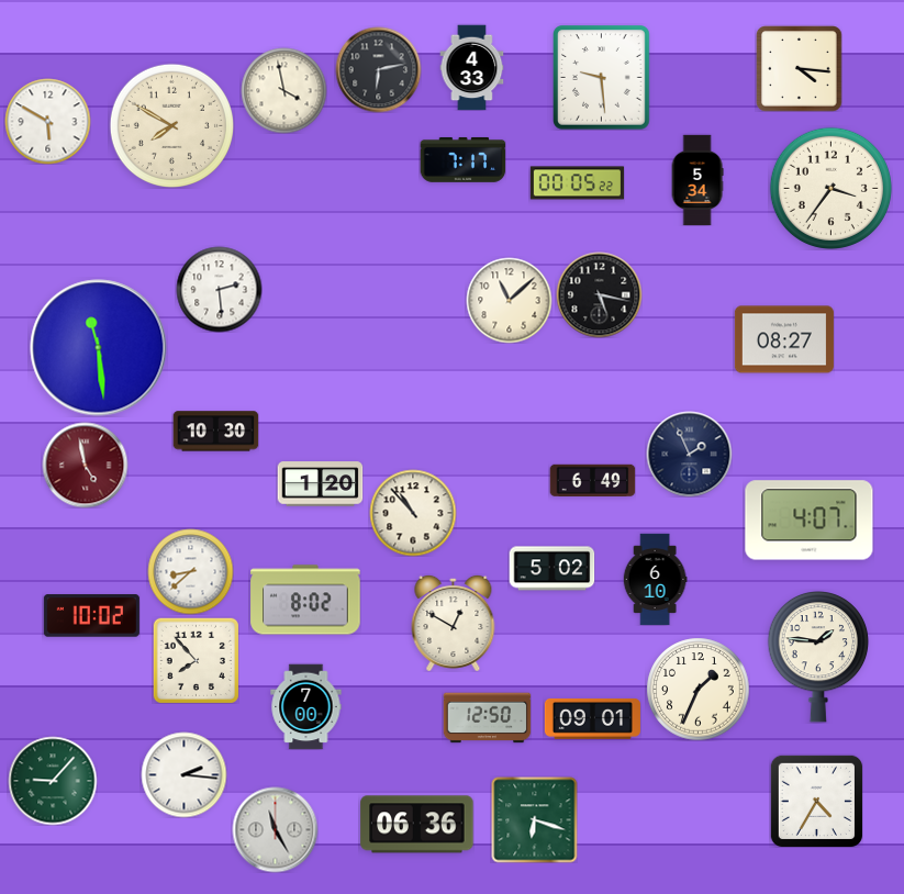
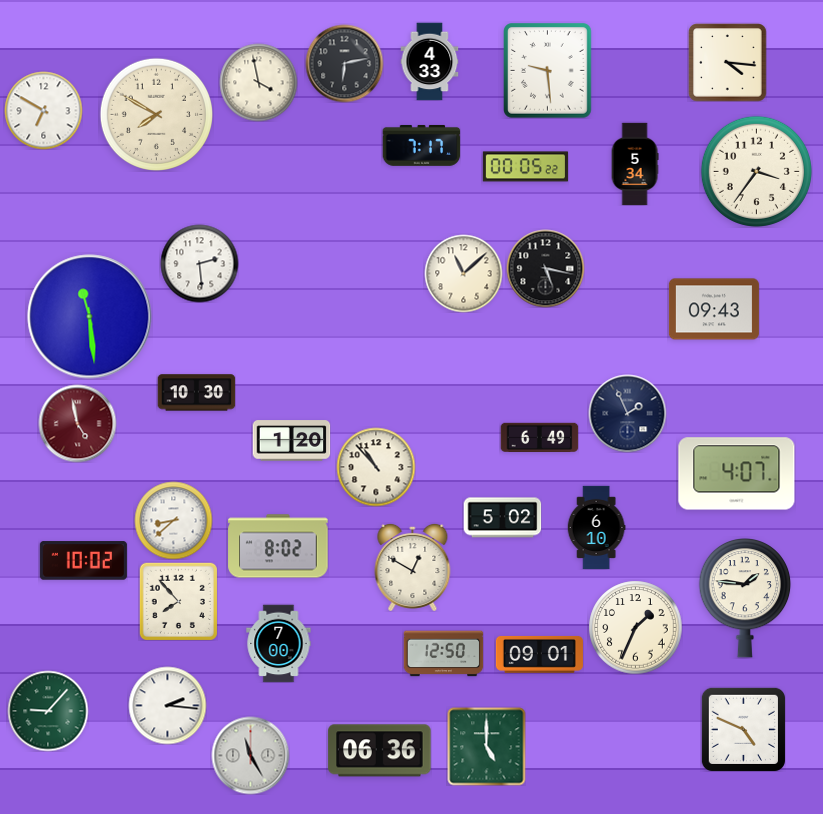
clock at (47, 121): 5:50 -> 6:50
clock at (784, 339): 08:27 -> 09:43
clock at (816, 801): 4:35 -> 4:49
clock at (534, 819): 6:18 -> 5:00
